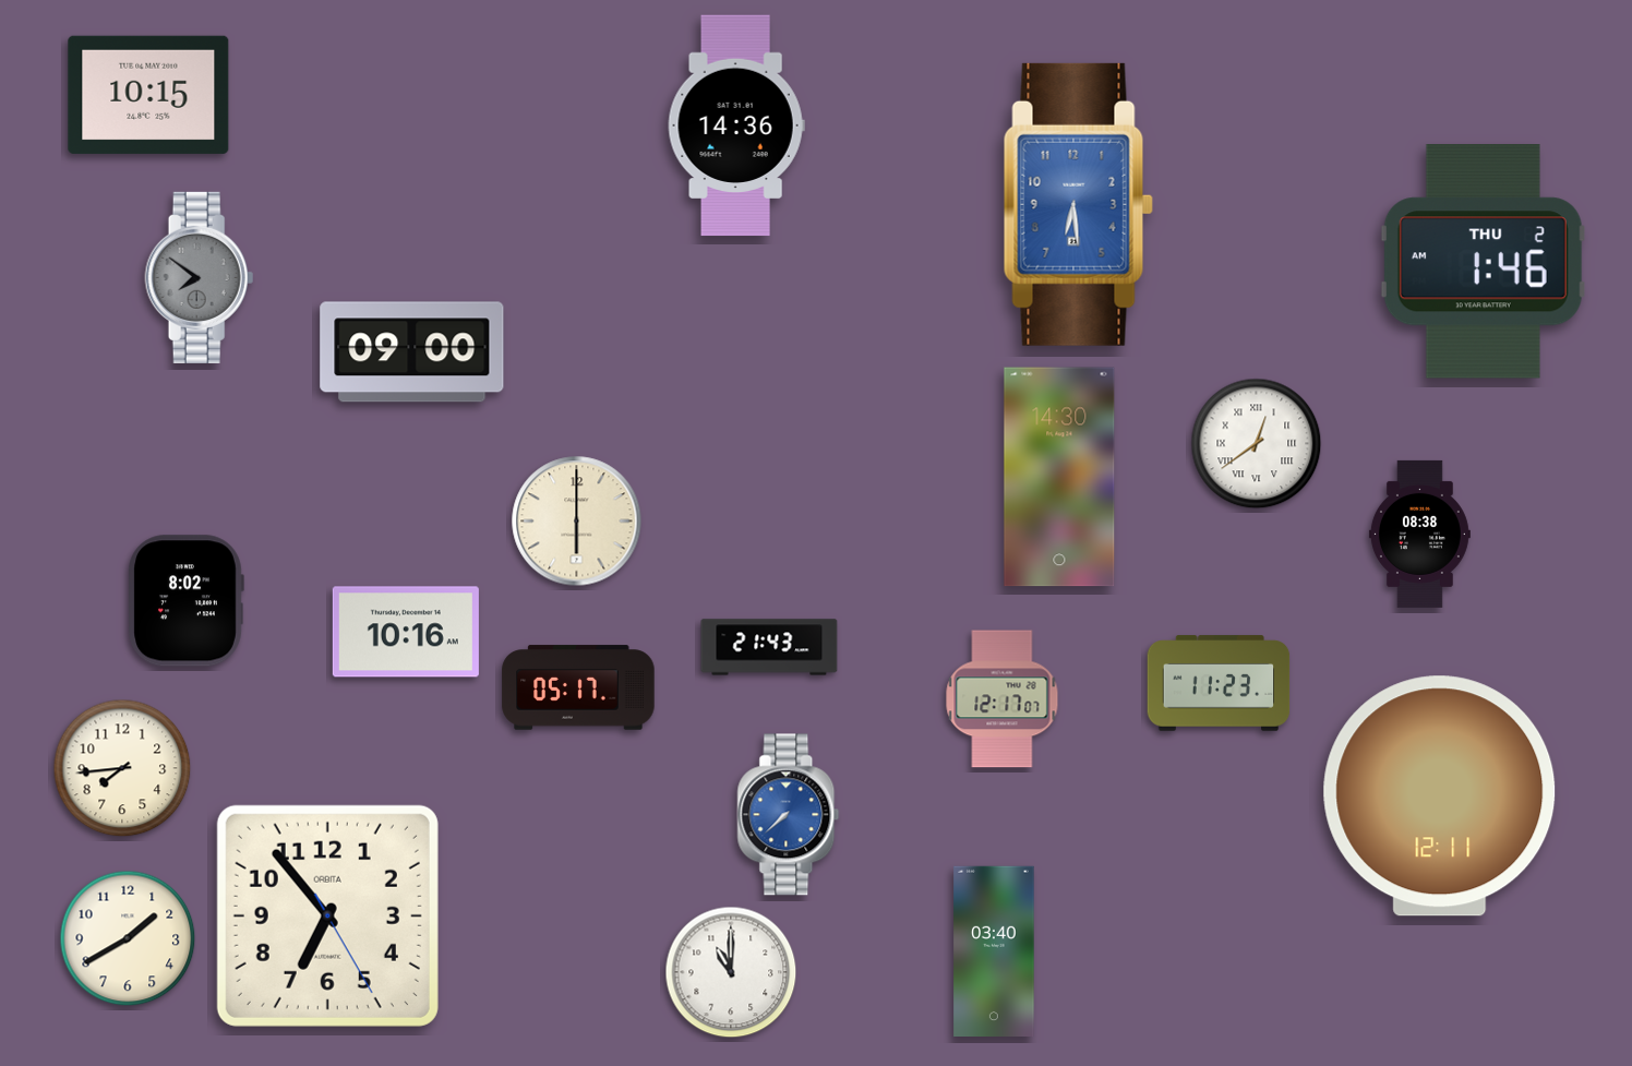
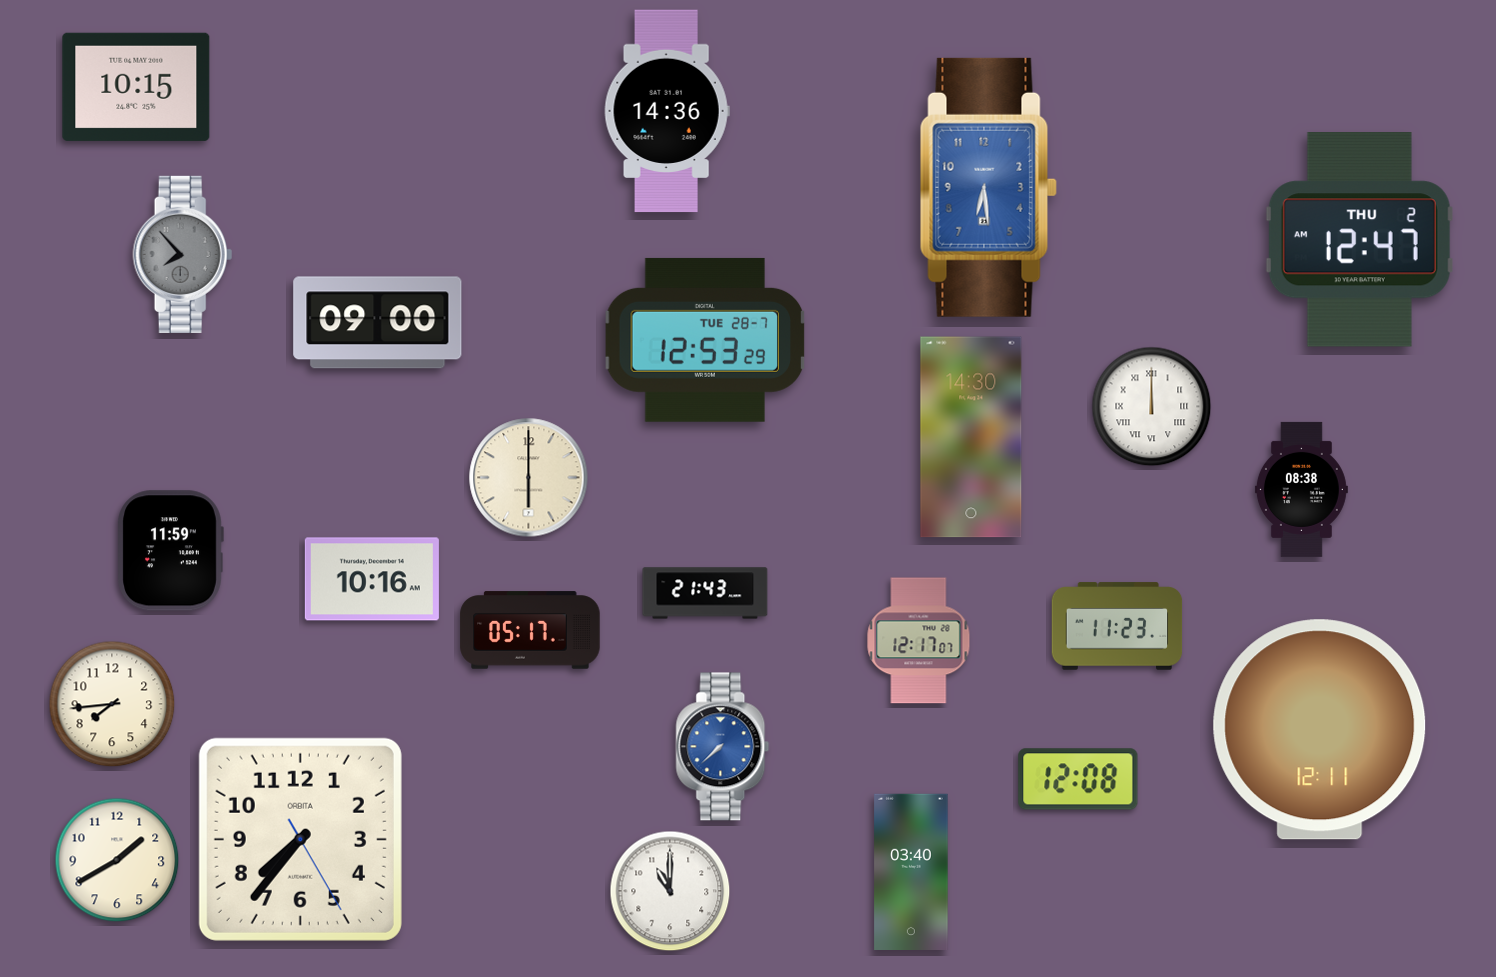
clock at (736, 125) position: (736, 125) -> (667, 111)
clock at (1483, 262): 1:46 -> 12:47
clock at (200, 277): 7:51 -> 7:53
clock at (705, 340): none -> 12:53
clock at (1257, 444): 12:39 -> 12:00
clock at (185, 601): 8:02 -> 11:59
clock at (1078, 779): none -> 12:08
clock at (327, 915): 6:53 -> 7:36
